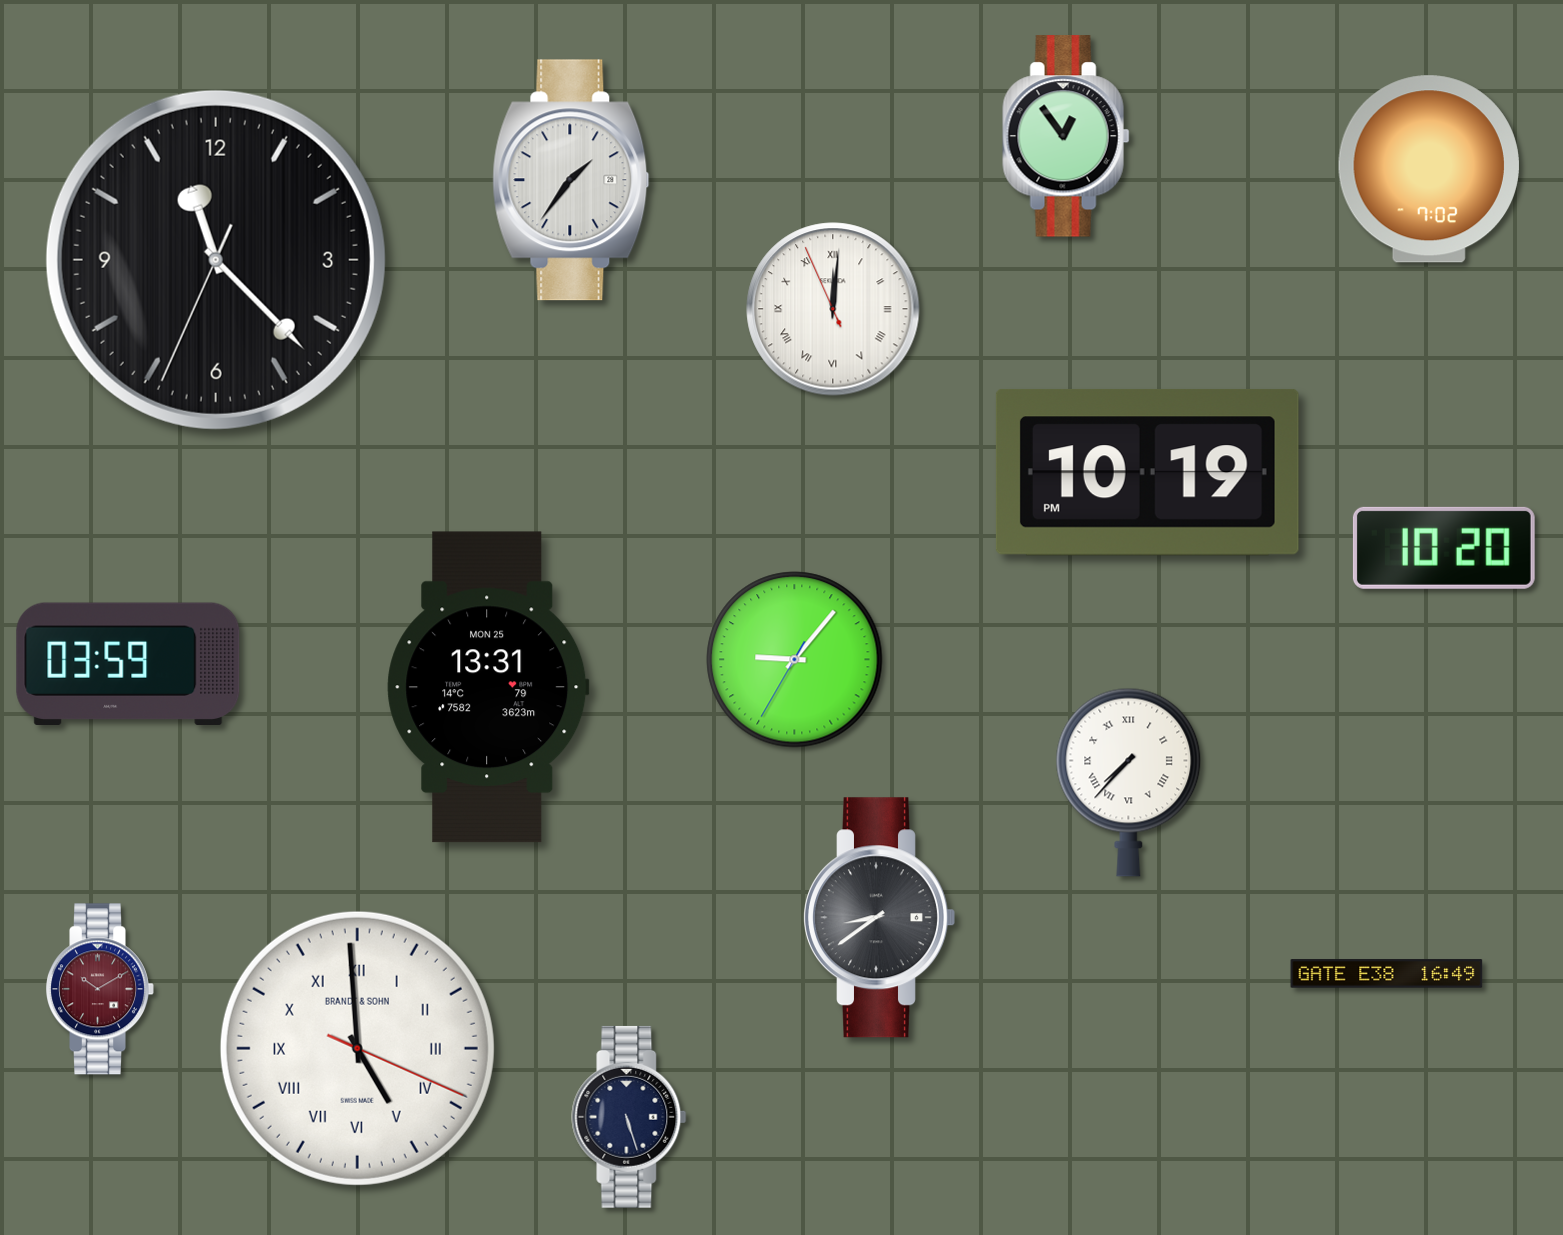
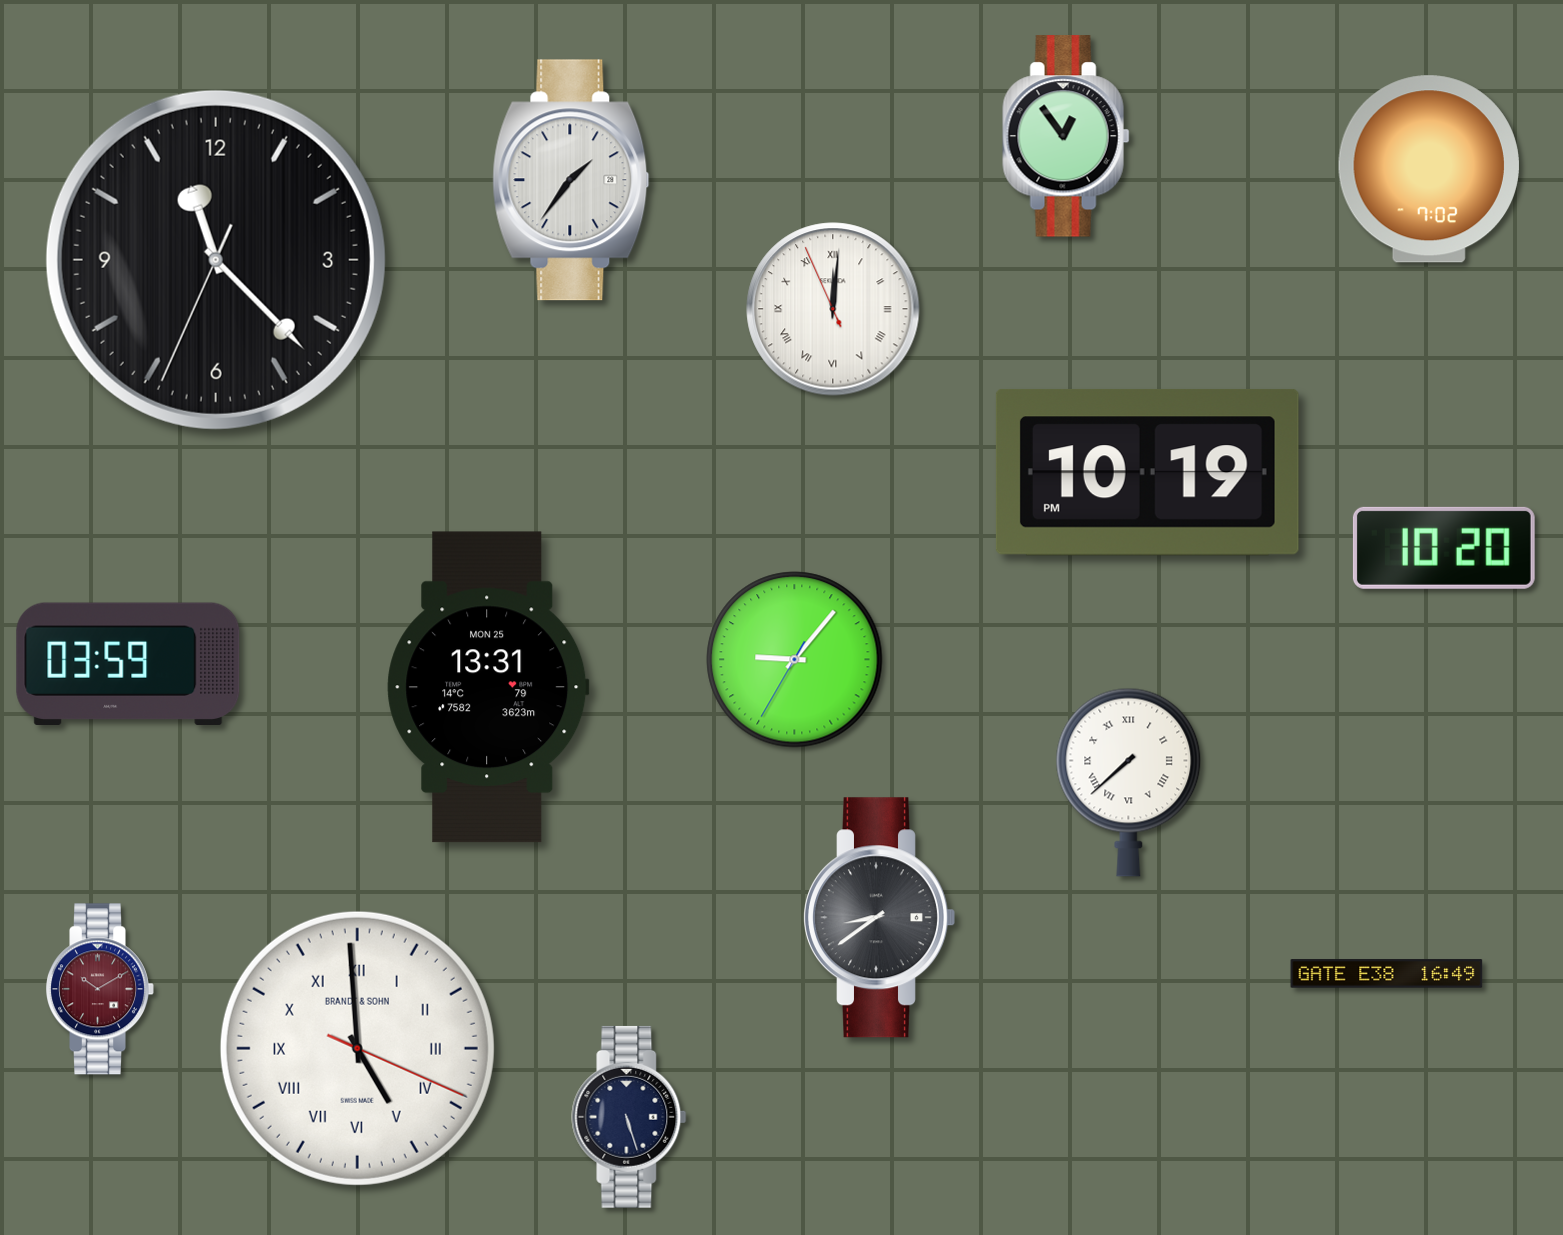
clock at (1129, 782): 7:37 -> 7:38
